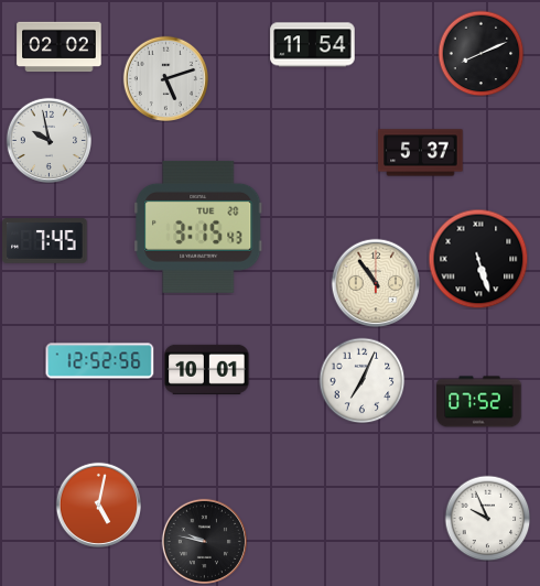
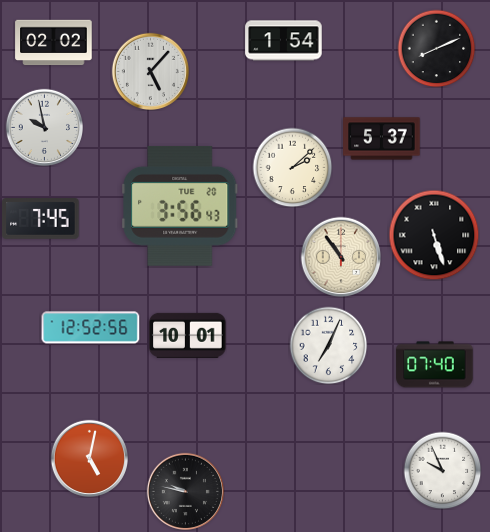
clock at (313, 45): 11:54 -> 1:54
clock at (165, 78): 5:12 -> 5:07
clock at (292, 167): none -> 2:08
clock at (198, 227): 3:15 -> 3:56
clock at (479, 402): 07:52 -> 07:40
